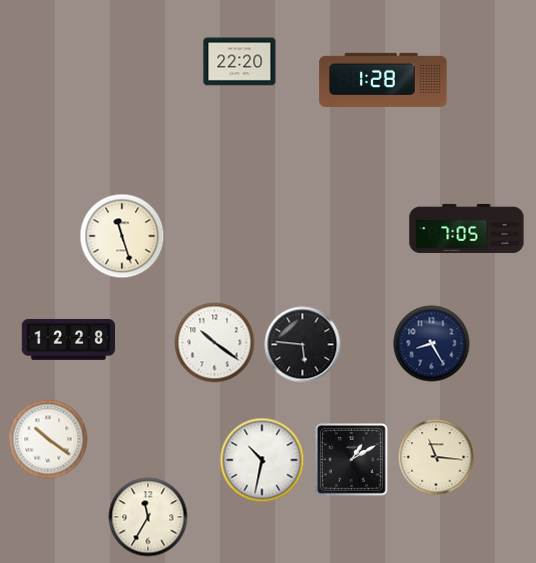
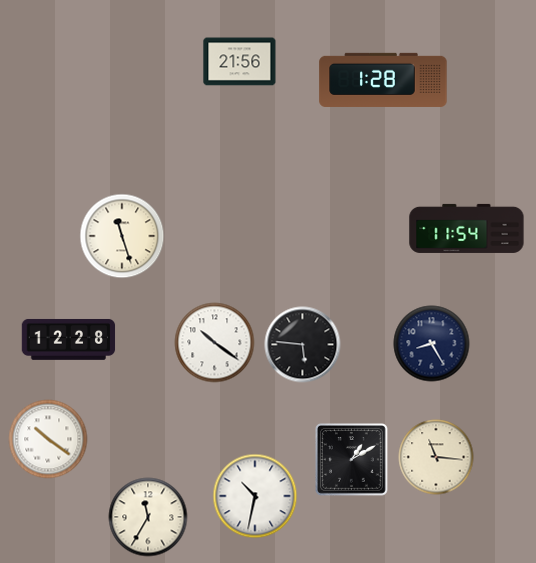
clock at (240, 62): 22:20 -> 21:56
clock at (467, 228): 7:05 -> 11:54
clock at (262, 460) position: (262, 460) -> (255, 496)
